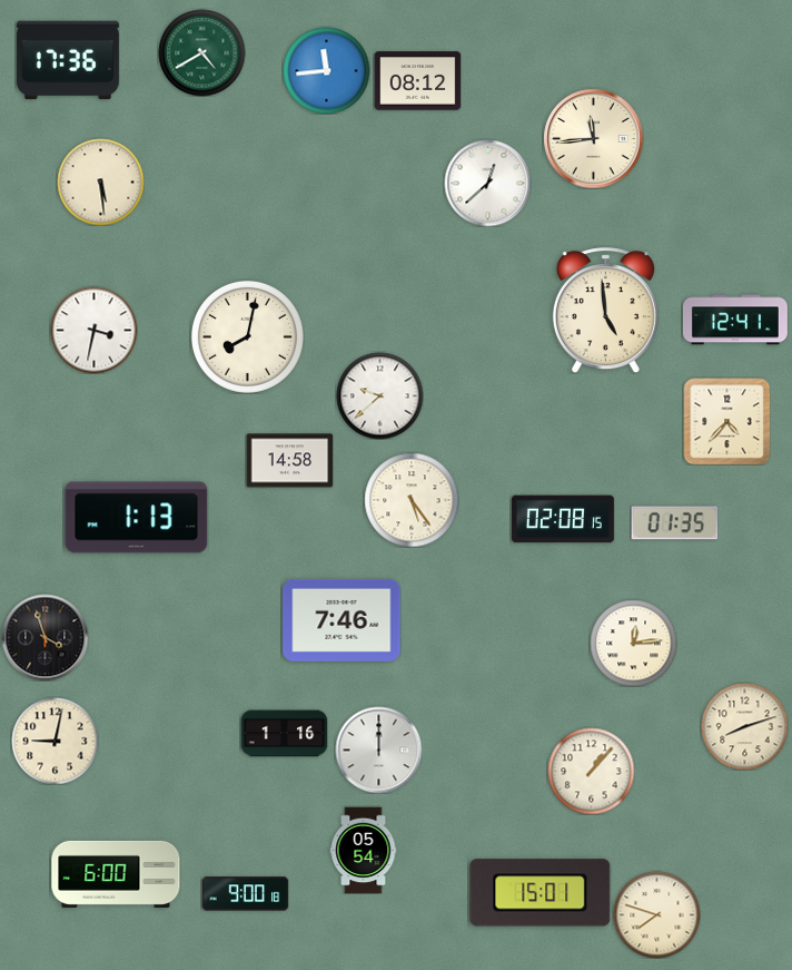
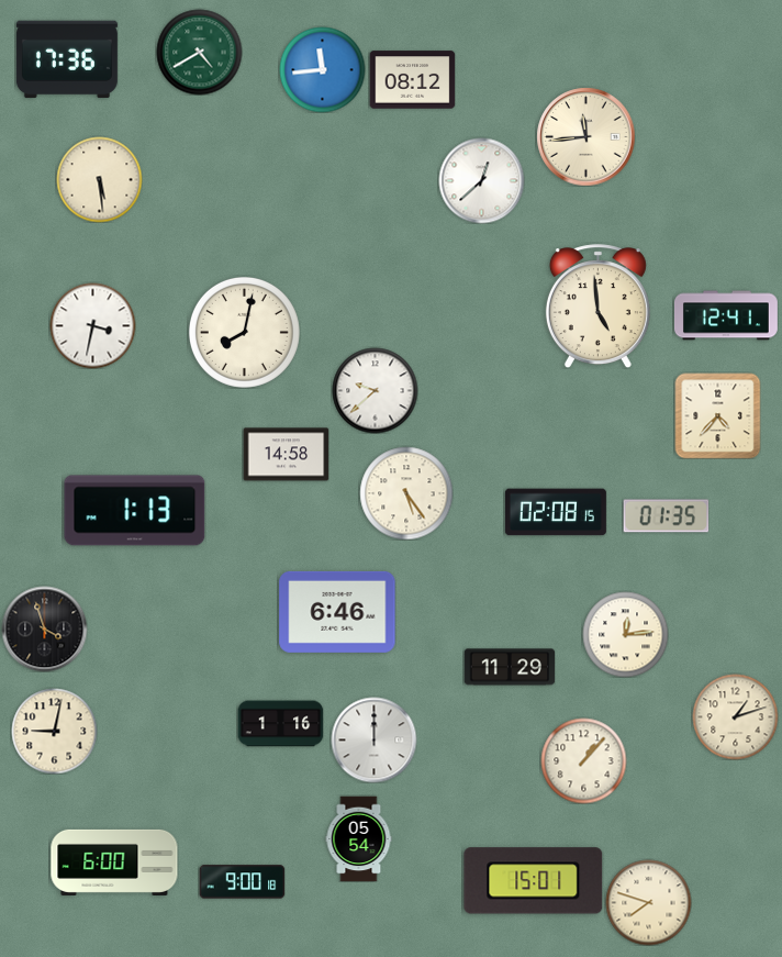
clock at (341, 620): 7:46 -> 6:46
clock at (510, 667): none -> 11:29
clock at (744, 726): 8:12 -> 1:12
